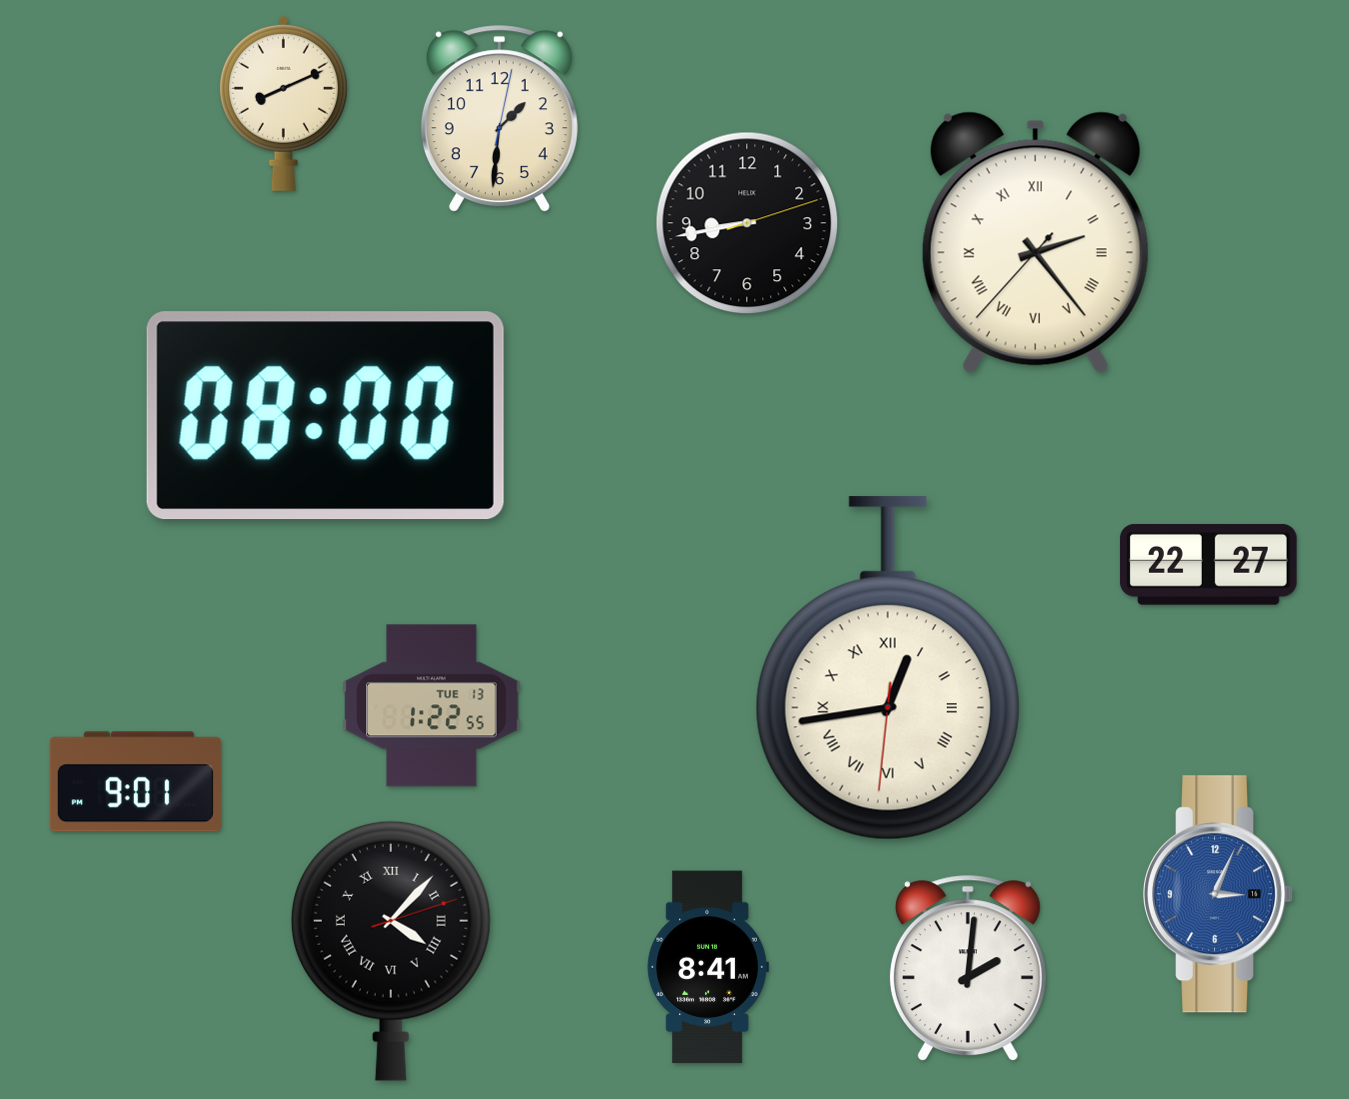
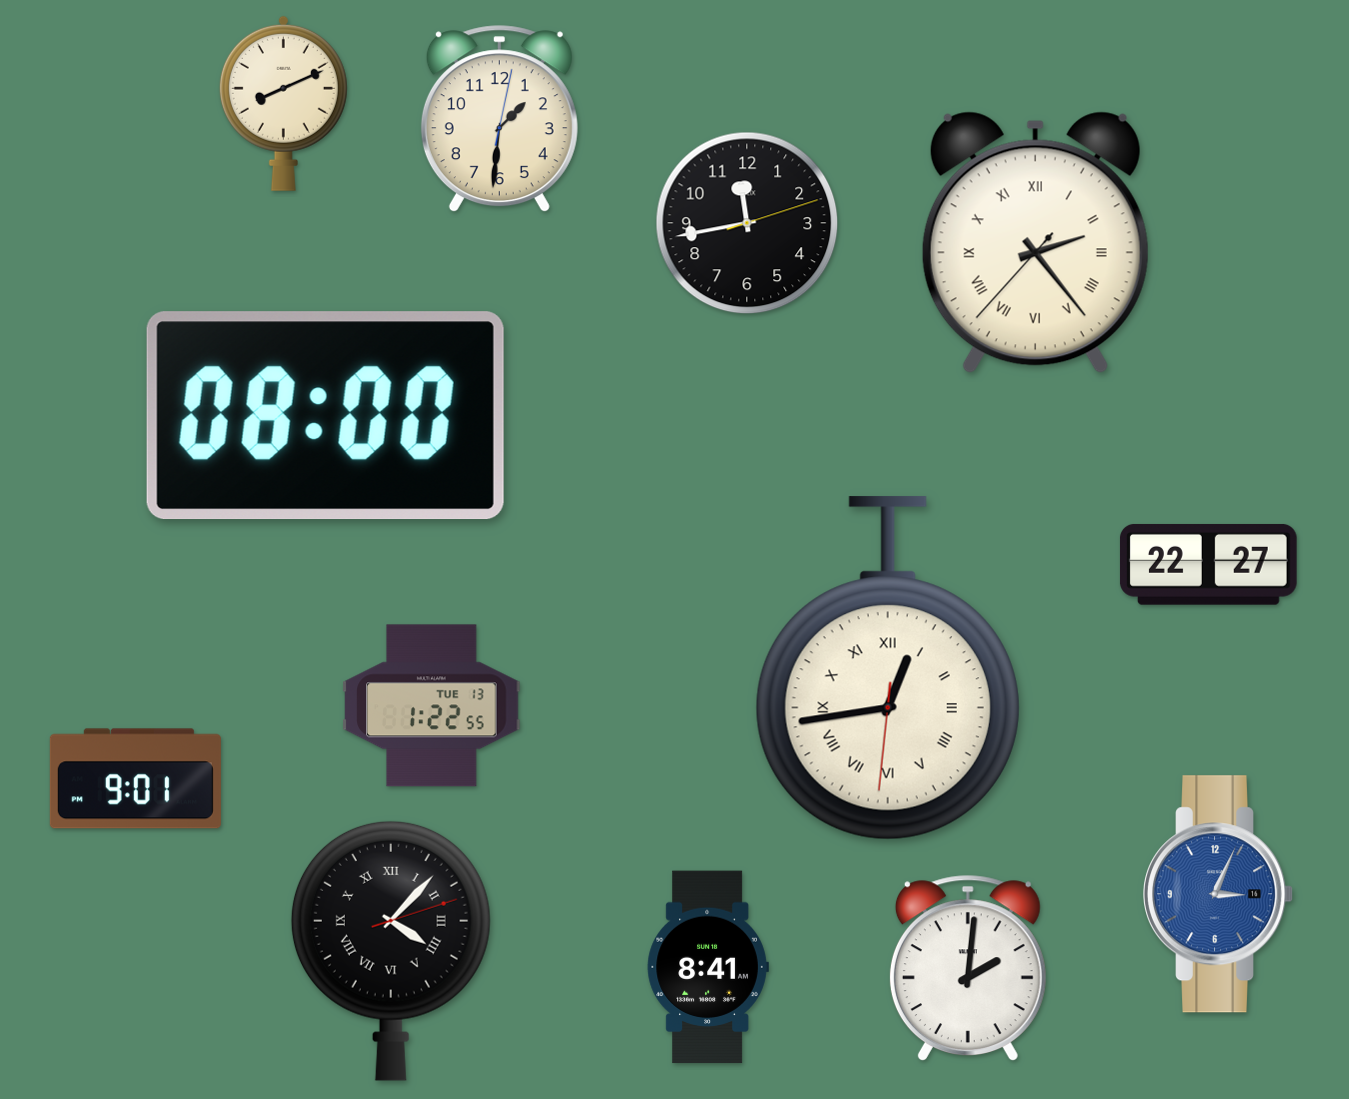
clock at (747, 223): 8:43 -> 11:43
clock at (135, 782) position: (135, 782) -> (135, 779)
